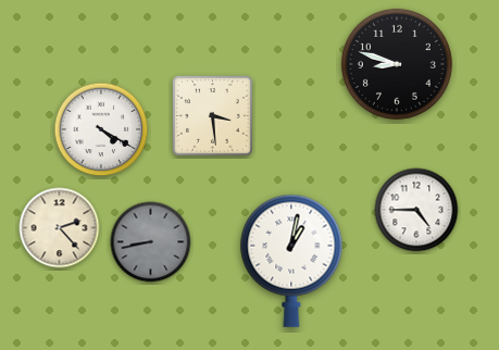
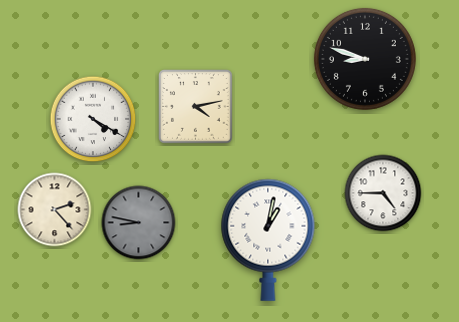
clock at (213, 116): 3:29 -> 4:13
clock at (151, 242): 8:43 -> 8:47
